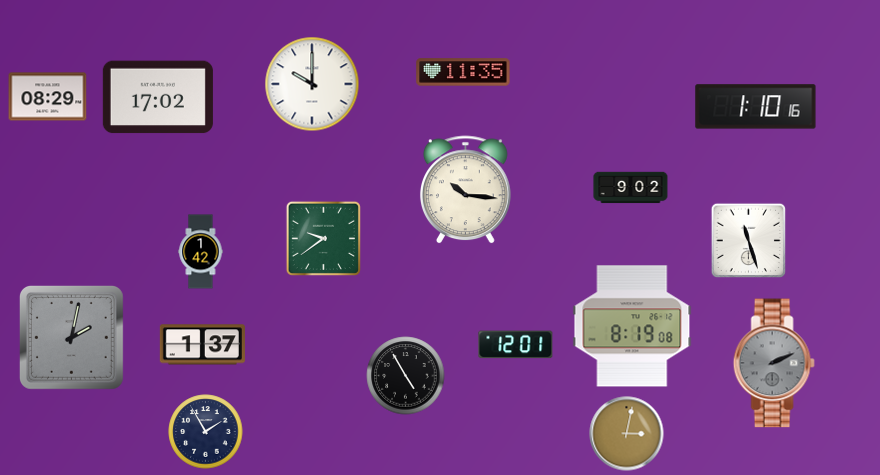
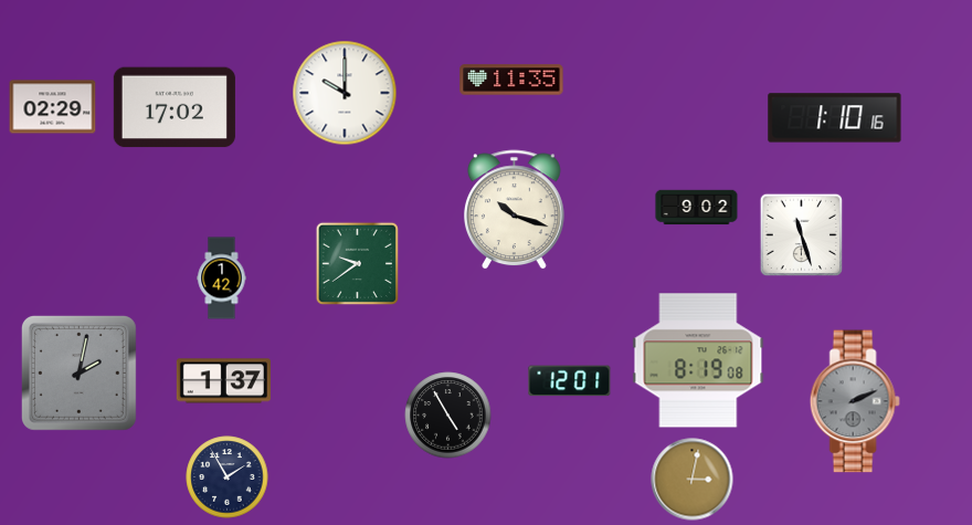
clock at (48, 97): 08:29 -> 02:29
clock at (465, 190): 10:16 -> 10:18
clock at (749, 241) position: (749, 241) -> (802, 235)
